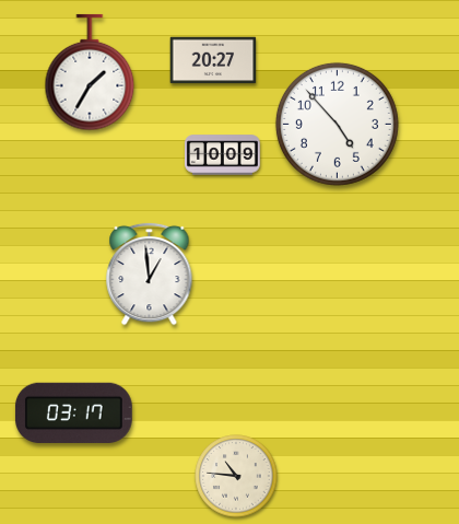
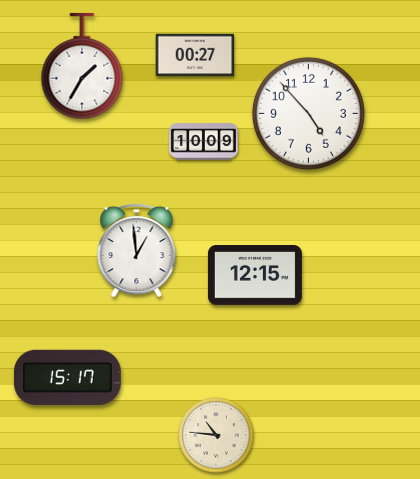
clock at (213, 60): 20:27 -> 00:27
clock at (255, 276): none -> 12:15
clock at (73, 412): 03:17 -> 15:17
